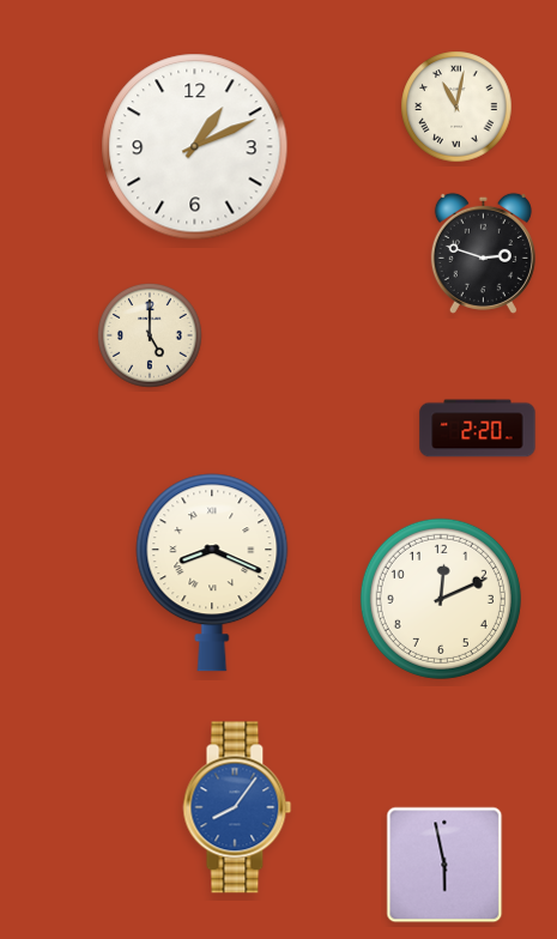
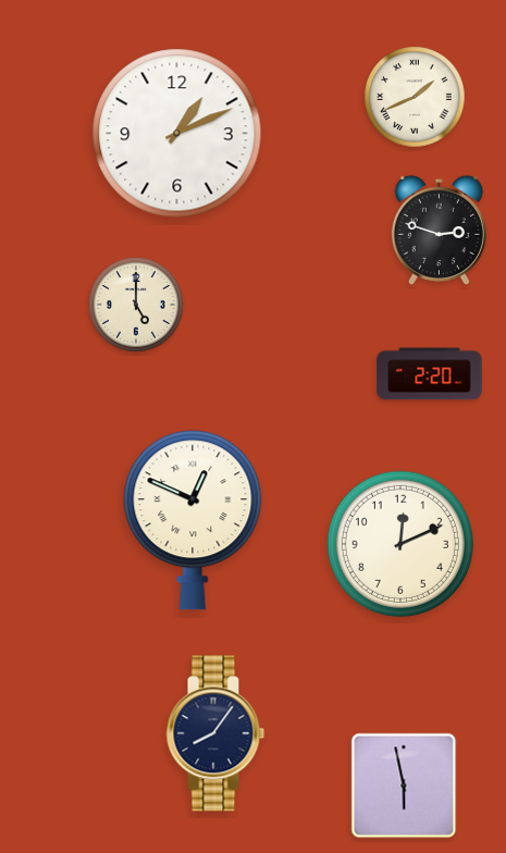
clock at (456, 107): 11:02 -> 1:41
clock at (478, 429) position: (478, 429) -> (430, 374)
clock at (212, 573): 8:19 -> 12:49
clock at (237, 807) dial: blue -> navy
